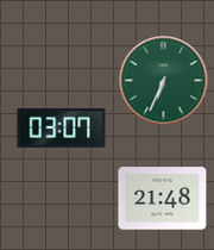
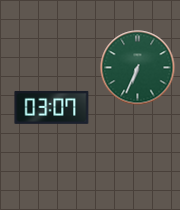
clock at (163, 199): 21:48 -> none
